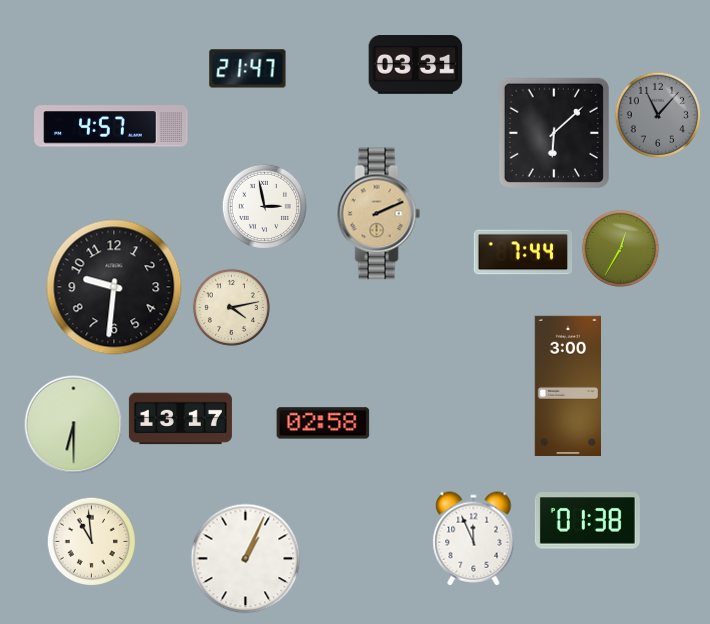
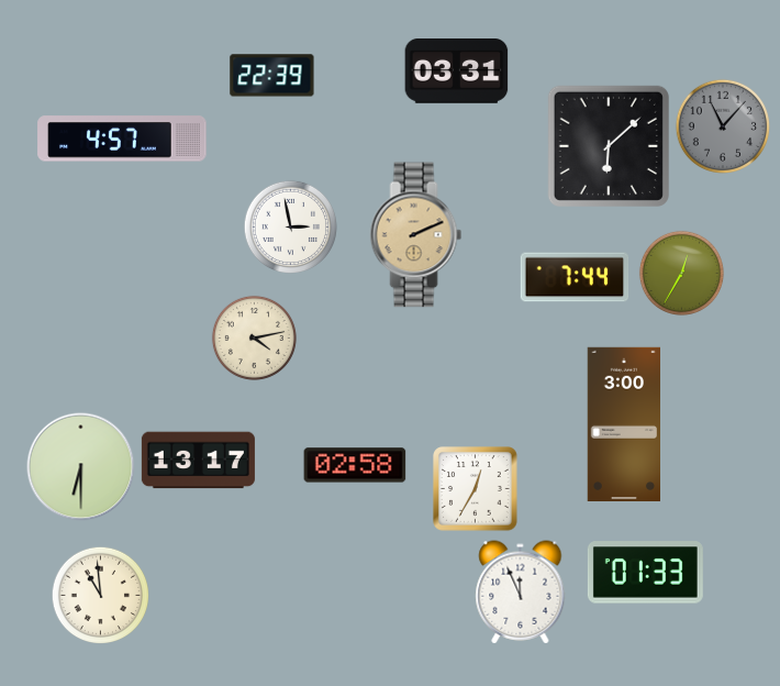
clock at (248, 69): 21:47 -> 22:39
clock at (114, 287): 9:31 -> none
clock at (476, 489): none -> 12:35
clock at (587, 521): 01:38 -> 01:33
clock at (246, 559): 1:04 -> none
